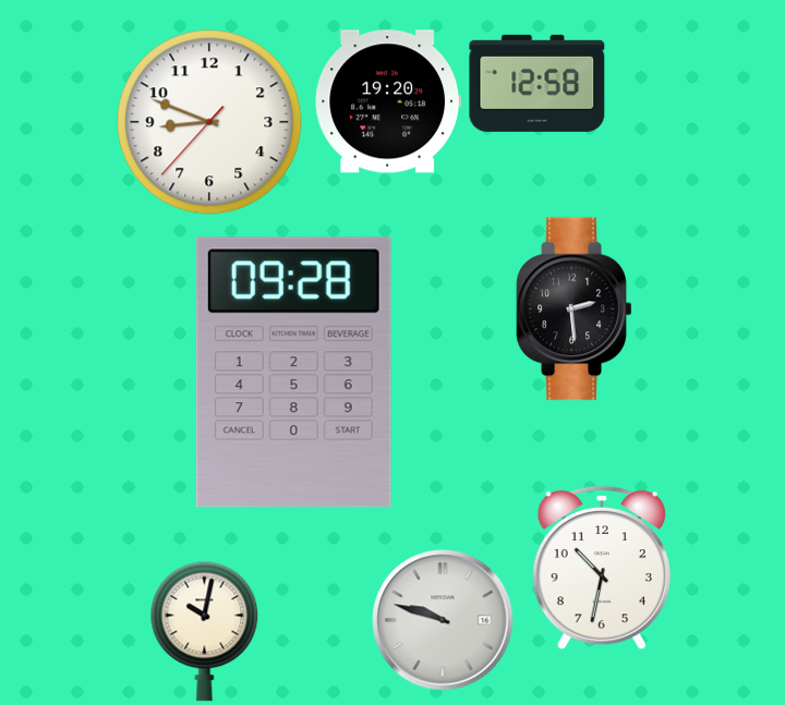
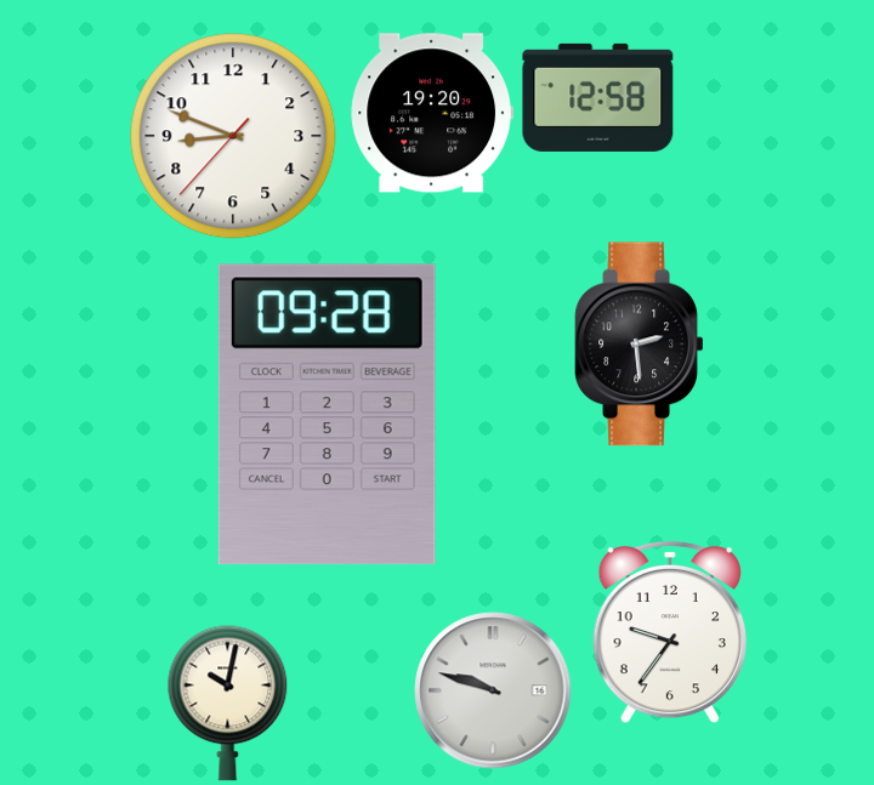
clock at (538, 83) position: (538, 83) -> (598, 97)
clock at (602, 568): 10:32 -> 9:36
